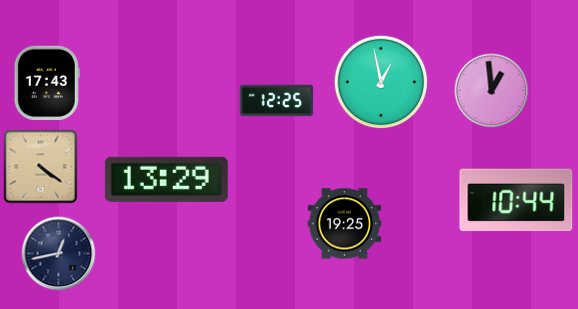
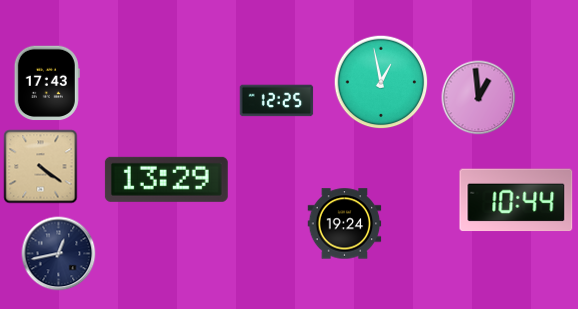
clock at (492, 91) position: (492, 91) -> (479, 98)
clock at (345, 224): 19:25 -> 19:24
